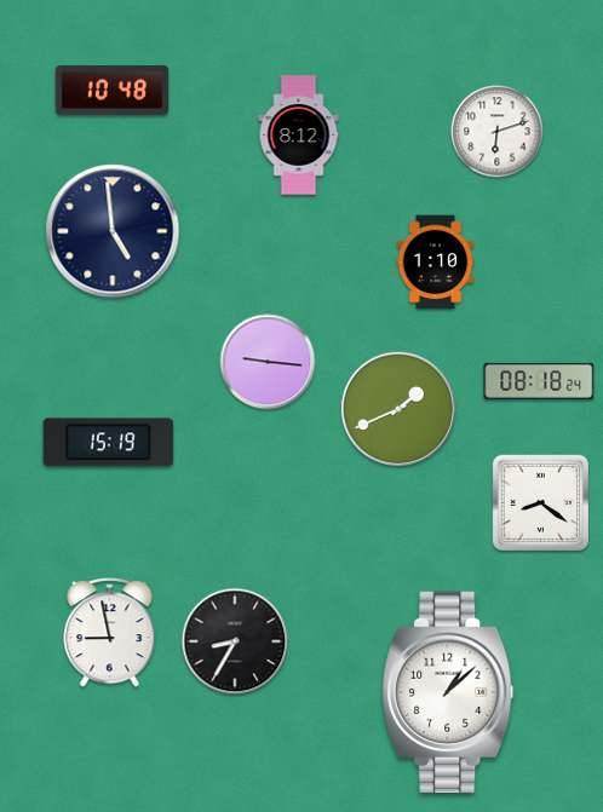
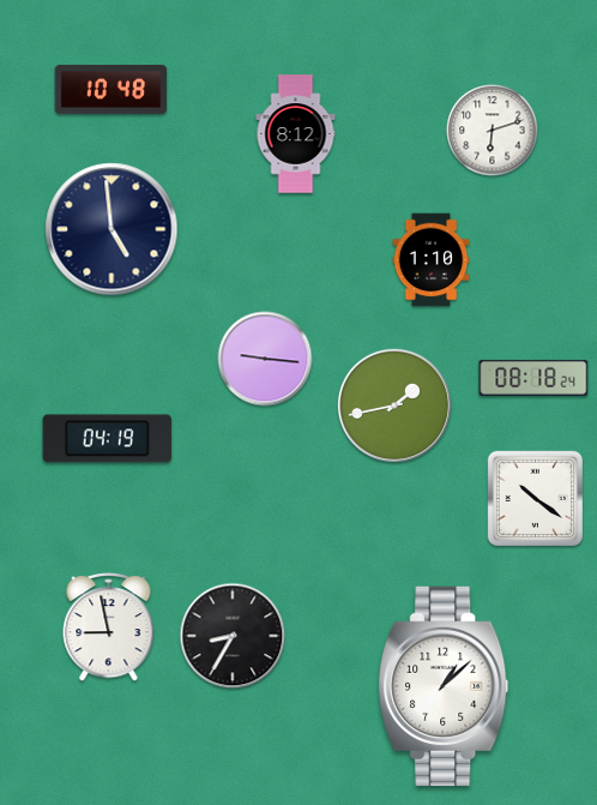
clock at (398, 409): 1:41 -> 1:43
clock at (109, 443): 15:19 -> 04:19
clock at (540, 502): 8:21 -> 10:21
